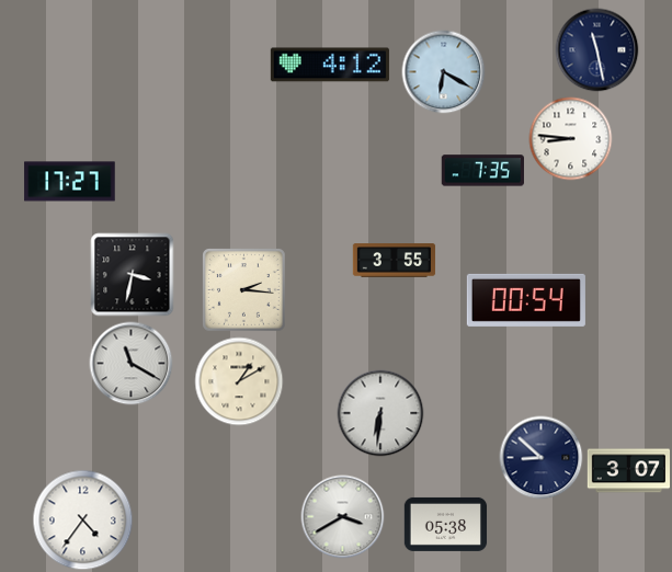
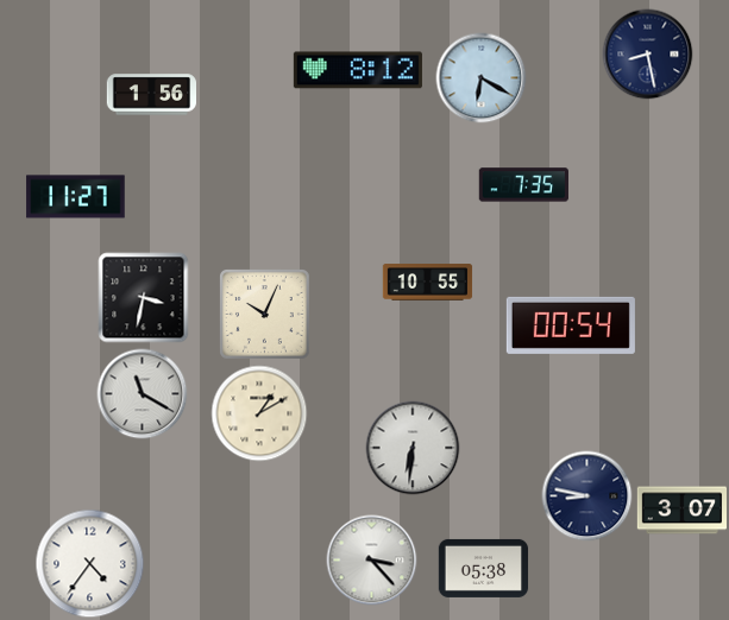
clock at (597, 50): 11:28 -> 8:28
clock at (330, 65): 4:12 -> 8:12
clock at (152, 95): none -> 1:56
clock at (571, 139): 8:46 -> none
clock at (70, 182): 17:27 -> 11:27
clock at (395, 261): 3:55 -> 10:55
clock at (244, 290): 2:16 -> 10:04
clock at (542, 458): 8:52 -> 8:47
clock at (343, 517): 3:40 -> 3:23
